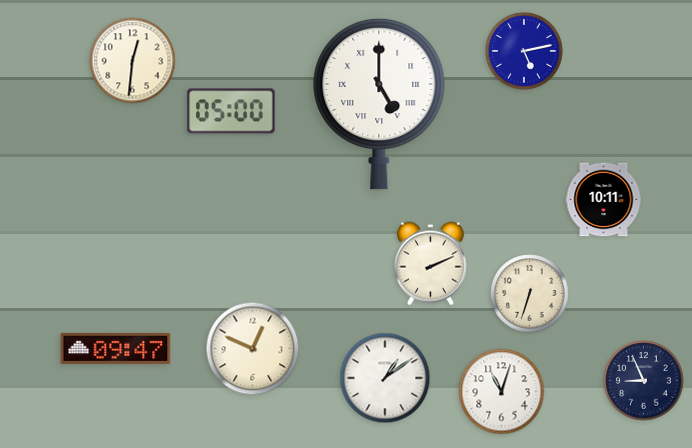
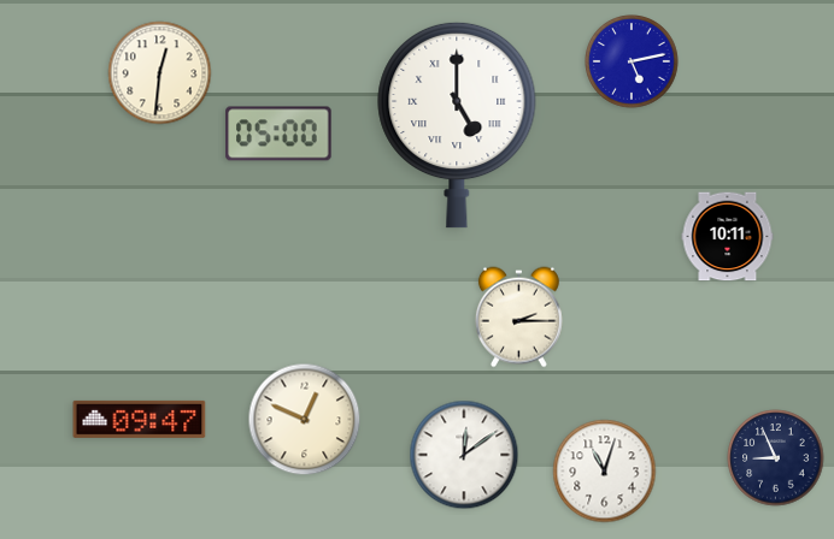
clock at (604, 200) position: (604, 200) -> (728, 237)
clock at (430, 264): 2:11 -> 2:15
clock at (530, 294): 6:33 -> none
clock at (385, 378): 1:09 -> 12:09
